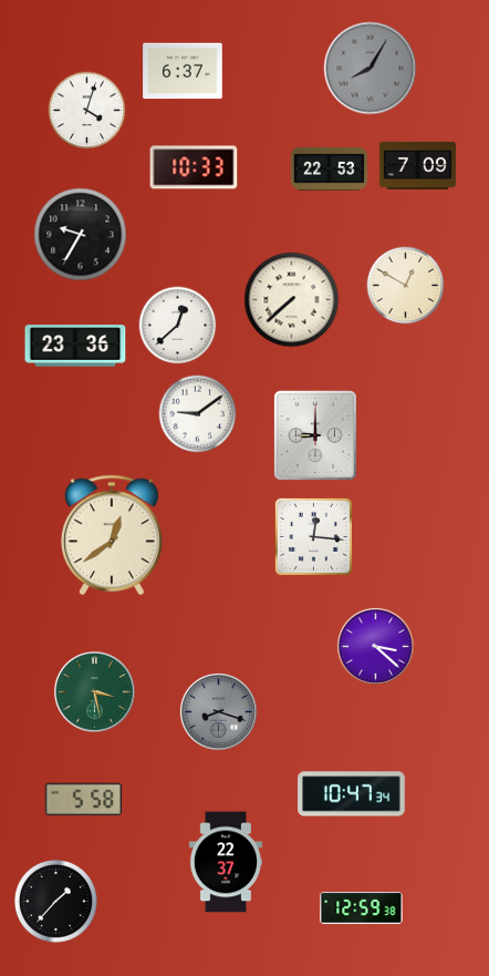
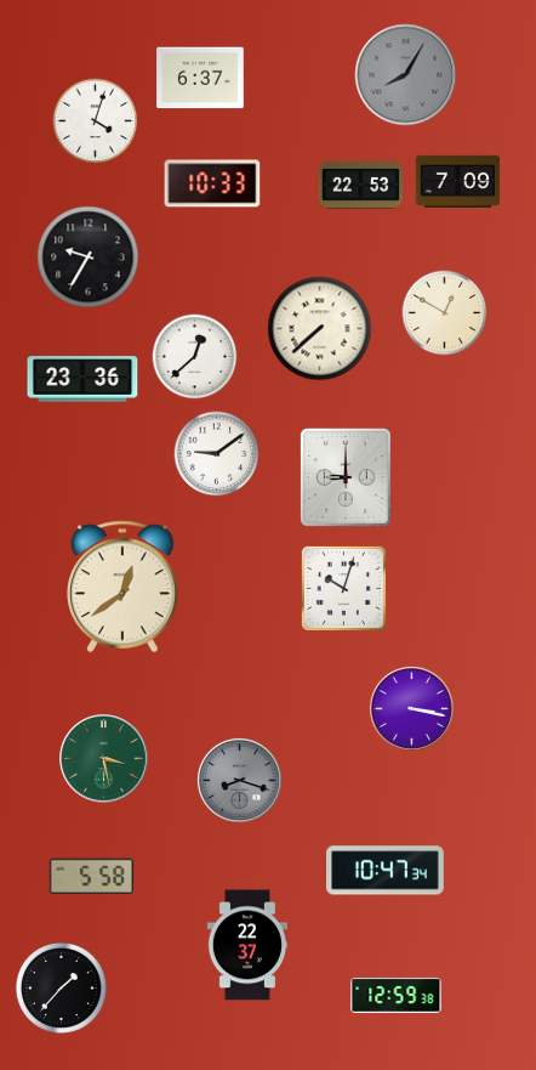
clock at (313, 536): 12:16 -> 10:03
clock at (375, 646): 3:22 -> 3:17
